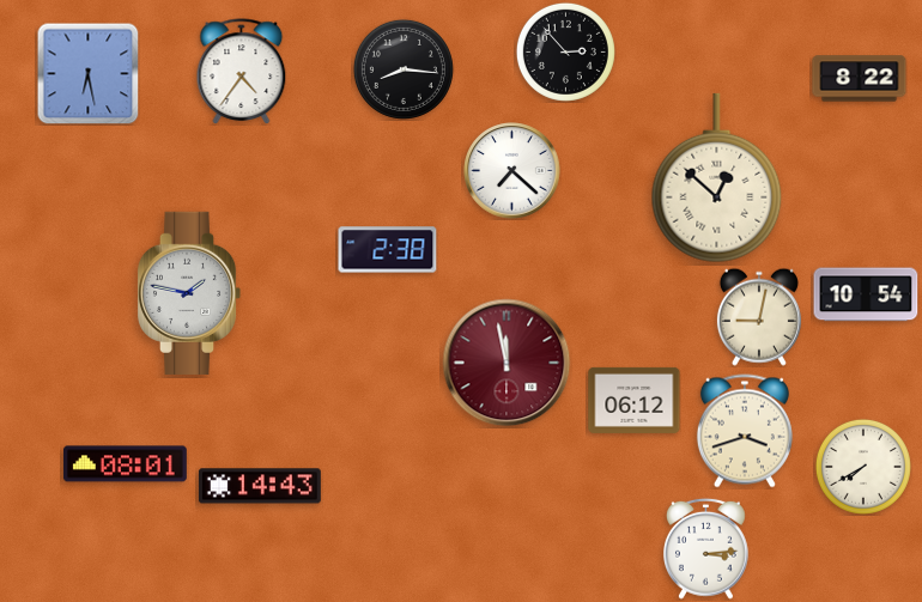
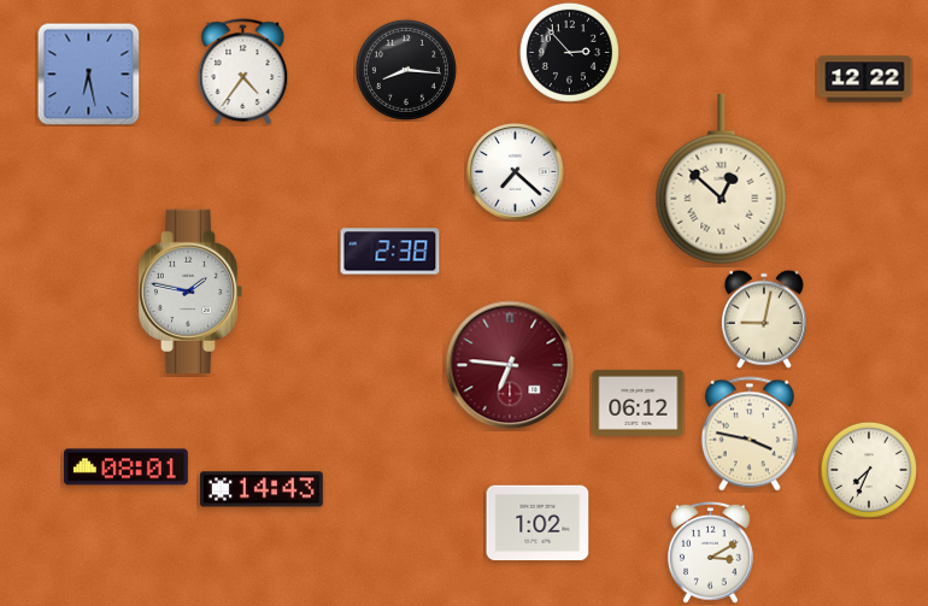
clock at (860, 79): 8:22 -> 12:22
clock at (189, 293) position: (189, 293) -> (190, 292)
clock at (866, 294): 10:54 -> none
clock at (507, 363): 11:58 -> 6:46
clock at (745, 431): 3:42 -> 3:47
clock at (863, 467): 7:40 -> 7:34
clock at (538, 523): none -> 1:02
clock at (706, 548): 3:14 -> 3:10
